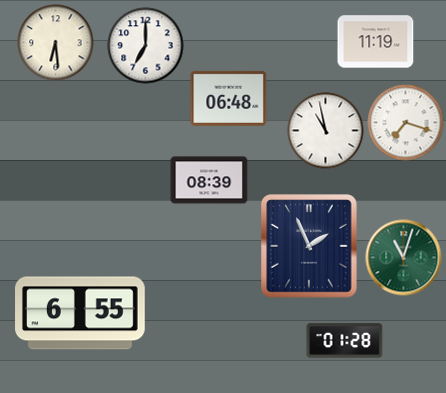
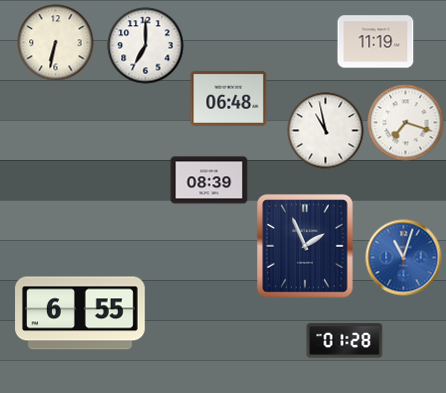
clock at (56, 43): 6:29 -> 6:32
clock at (309, 246) position: (309, 246) -> (305, 246)
clock at (404, 258) dial: green -> blue
